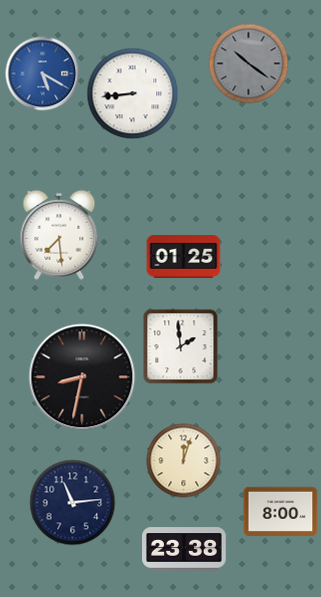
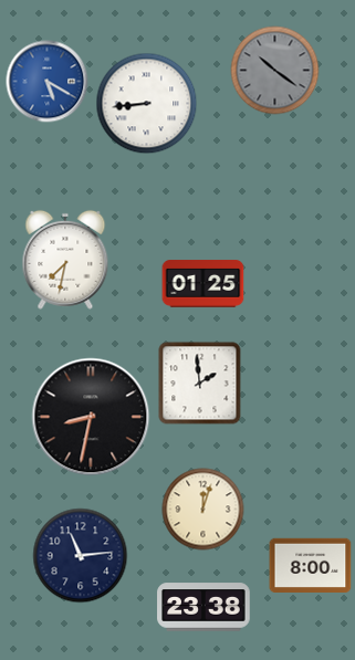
clock at (59, 235): 7:29 -> 7:32
